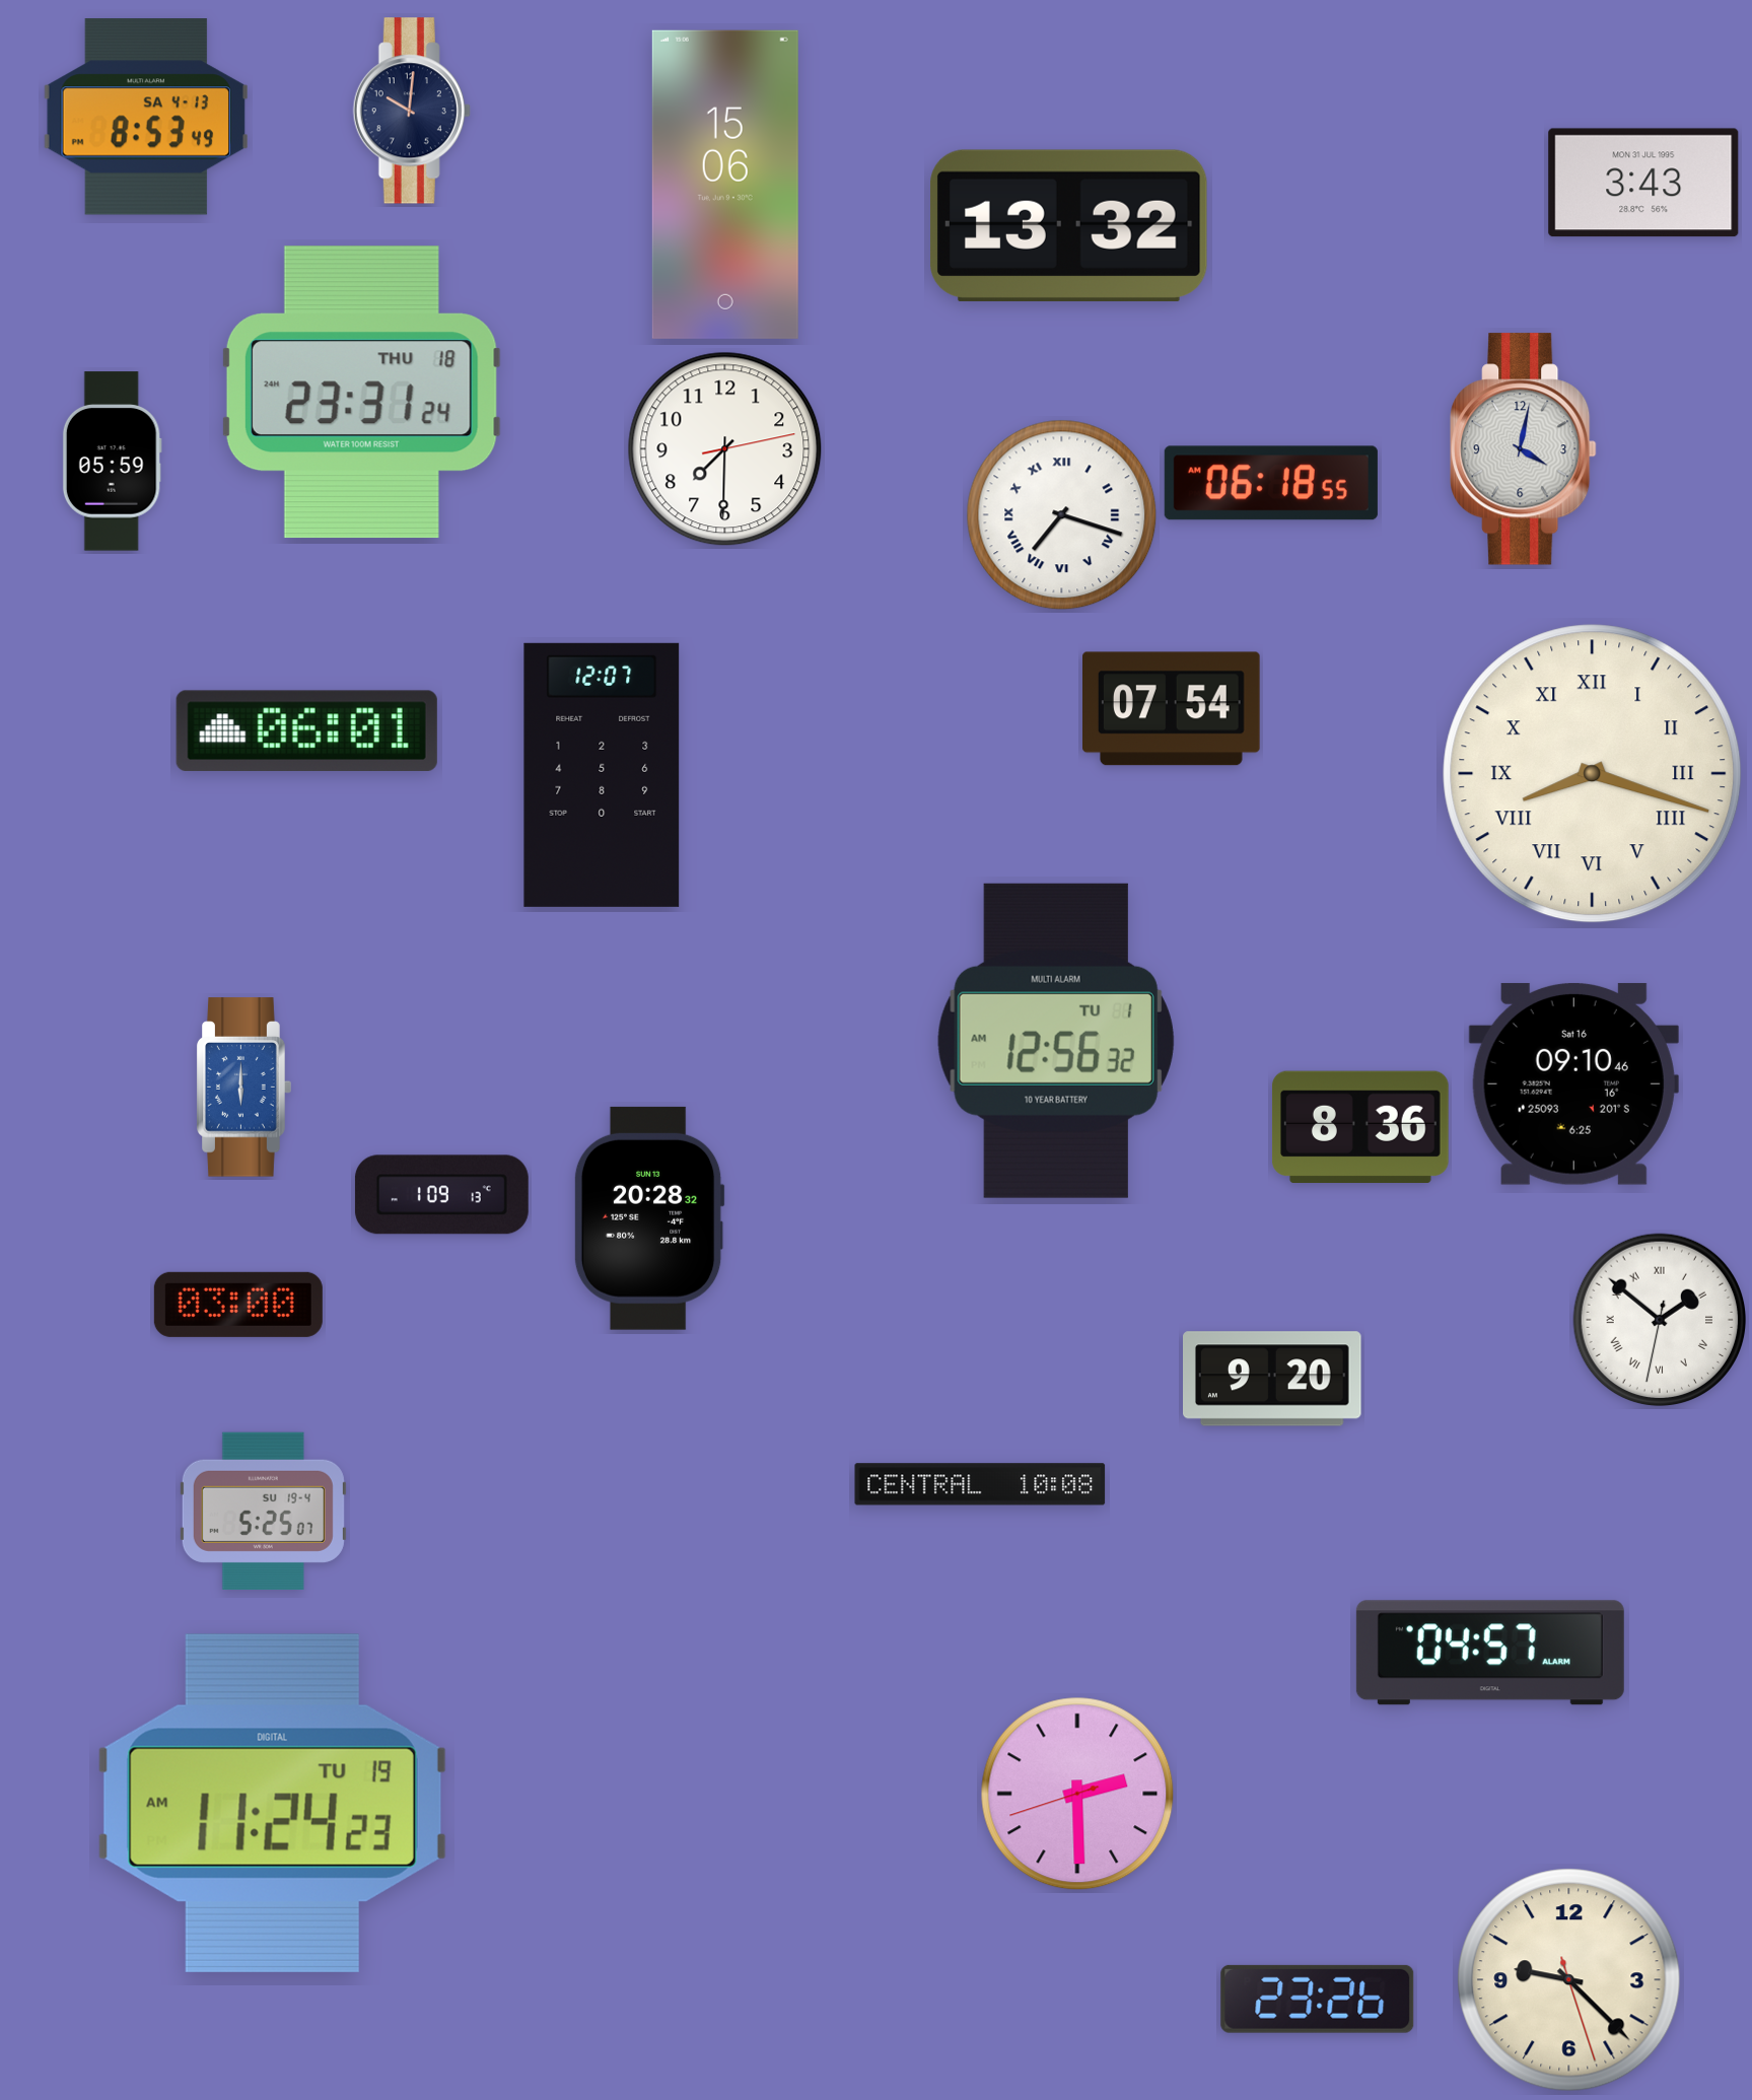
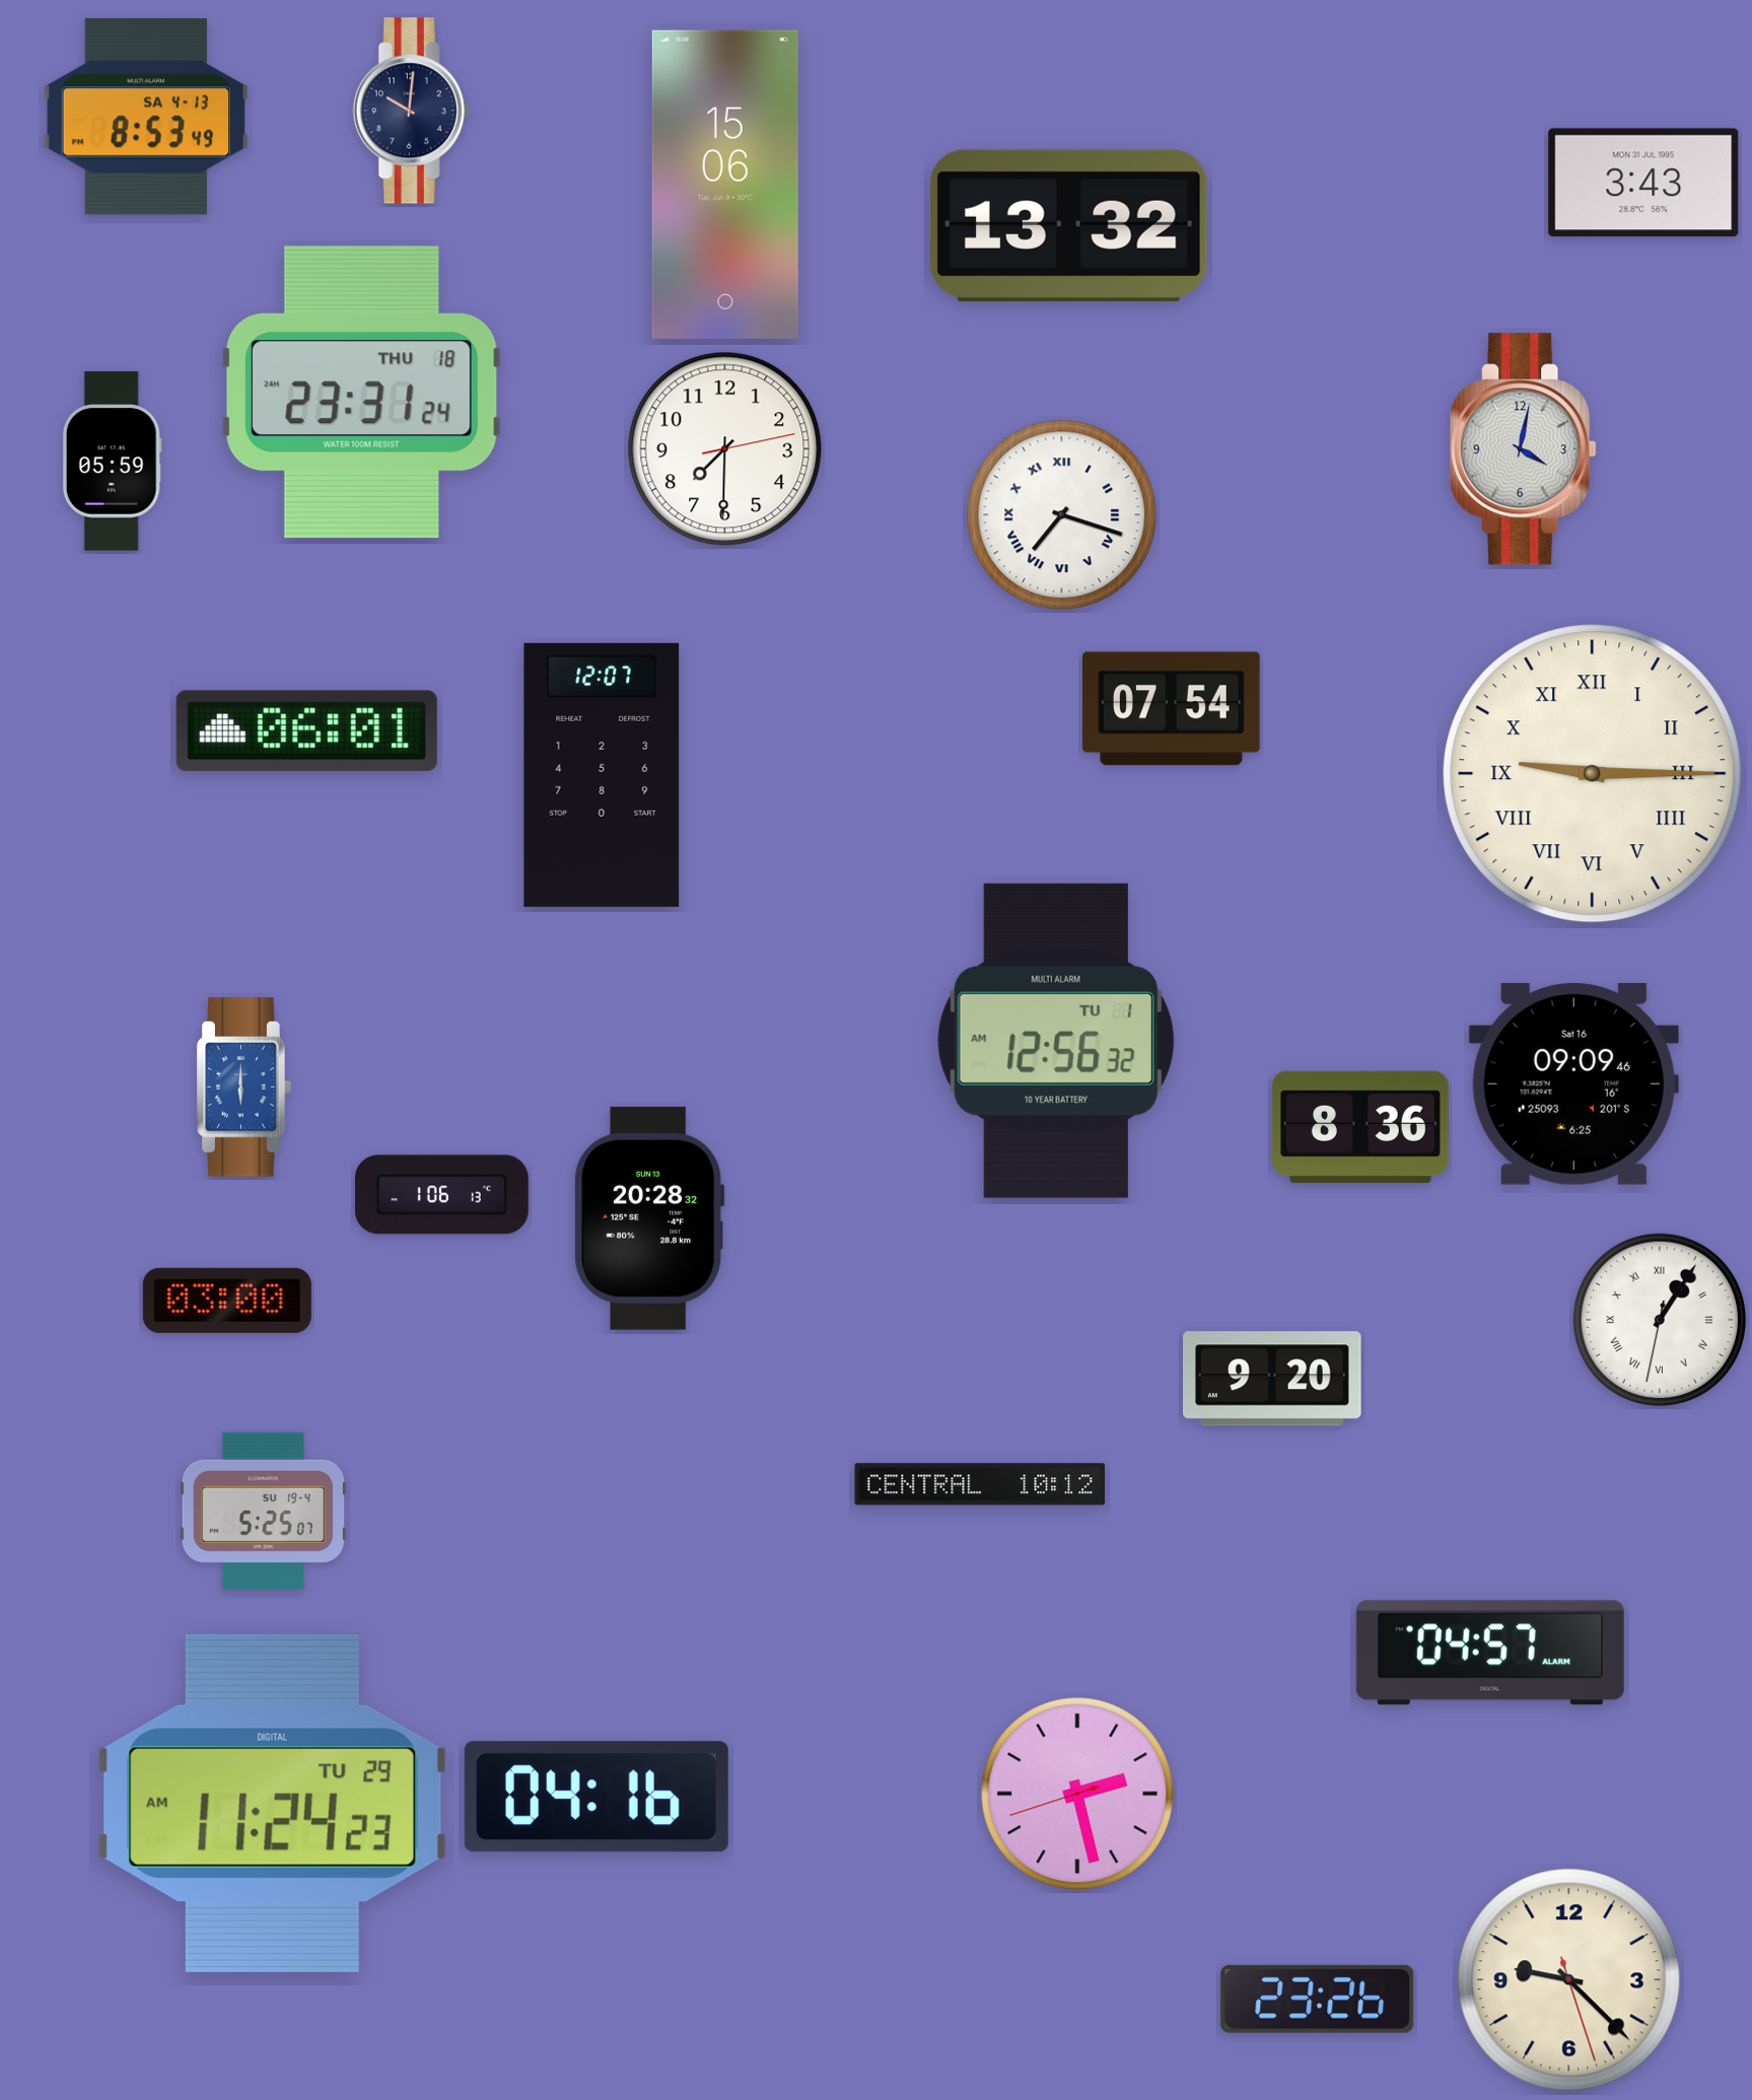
clock at (1271, 483): 06:18 -> none
clock at (1593, 774): 8:18 -> 9:15
clock at (1573, 1083): 09:10 -> 09:09
clock at (441, 1195): 1:09 -> 1:06
clock at (238, 1305) position: (238, 1305) -> (227, 1301)
clock at (1660, 1320): 1:51 -> 1:05
clock at (980, 1484): 10:08 -> 10:12
clock at (1077, 1794): 2:29 -> 2:27
clock at (597, 1797): none -> 04:16
clock at (272, 1803) date: TU 19 -> TU 29
